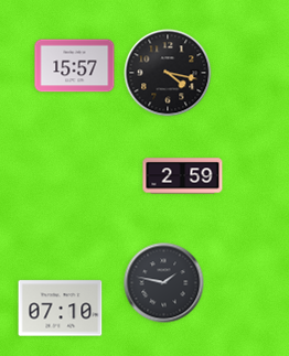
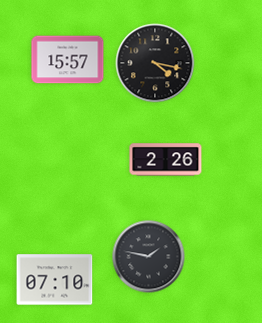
clock at (168, 73) position: (168, 73) -> (155, 63)
clock at (183, 176): 2:59 -> 2:26
